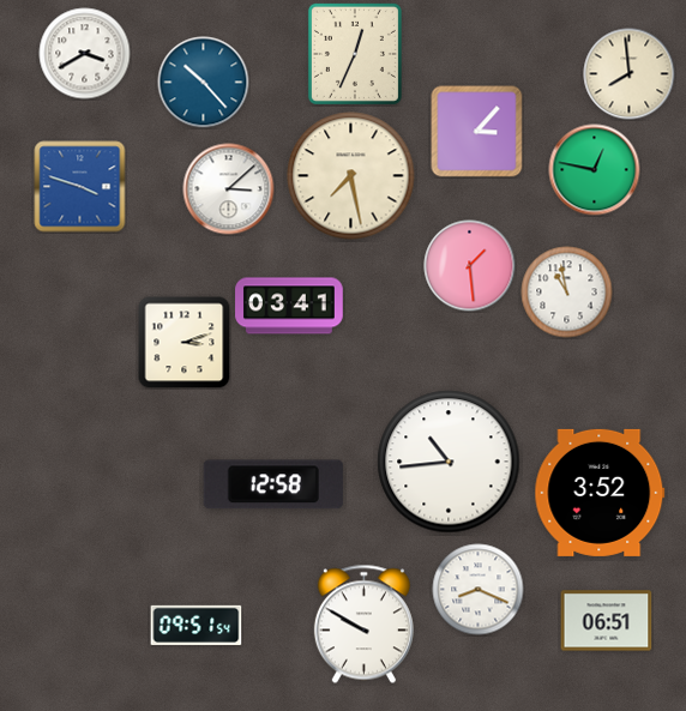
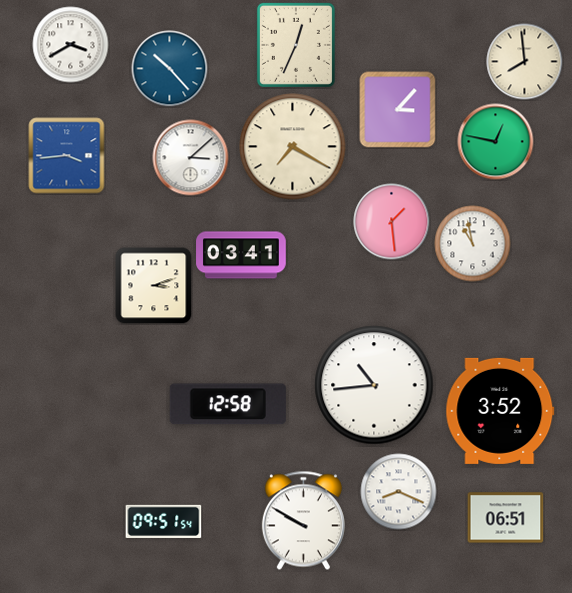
clock at (351, 176): 7:28 -> 7:20
clock at (80, 187): 3:48 -> 3:44
